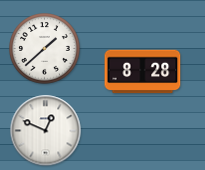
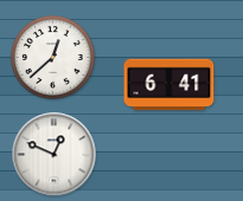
clock at (45, 49): 1:38 -> 12:38
clock at (143, 72): 8:28 -> 6:41
